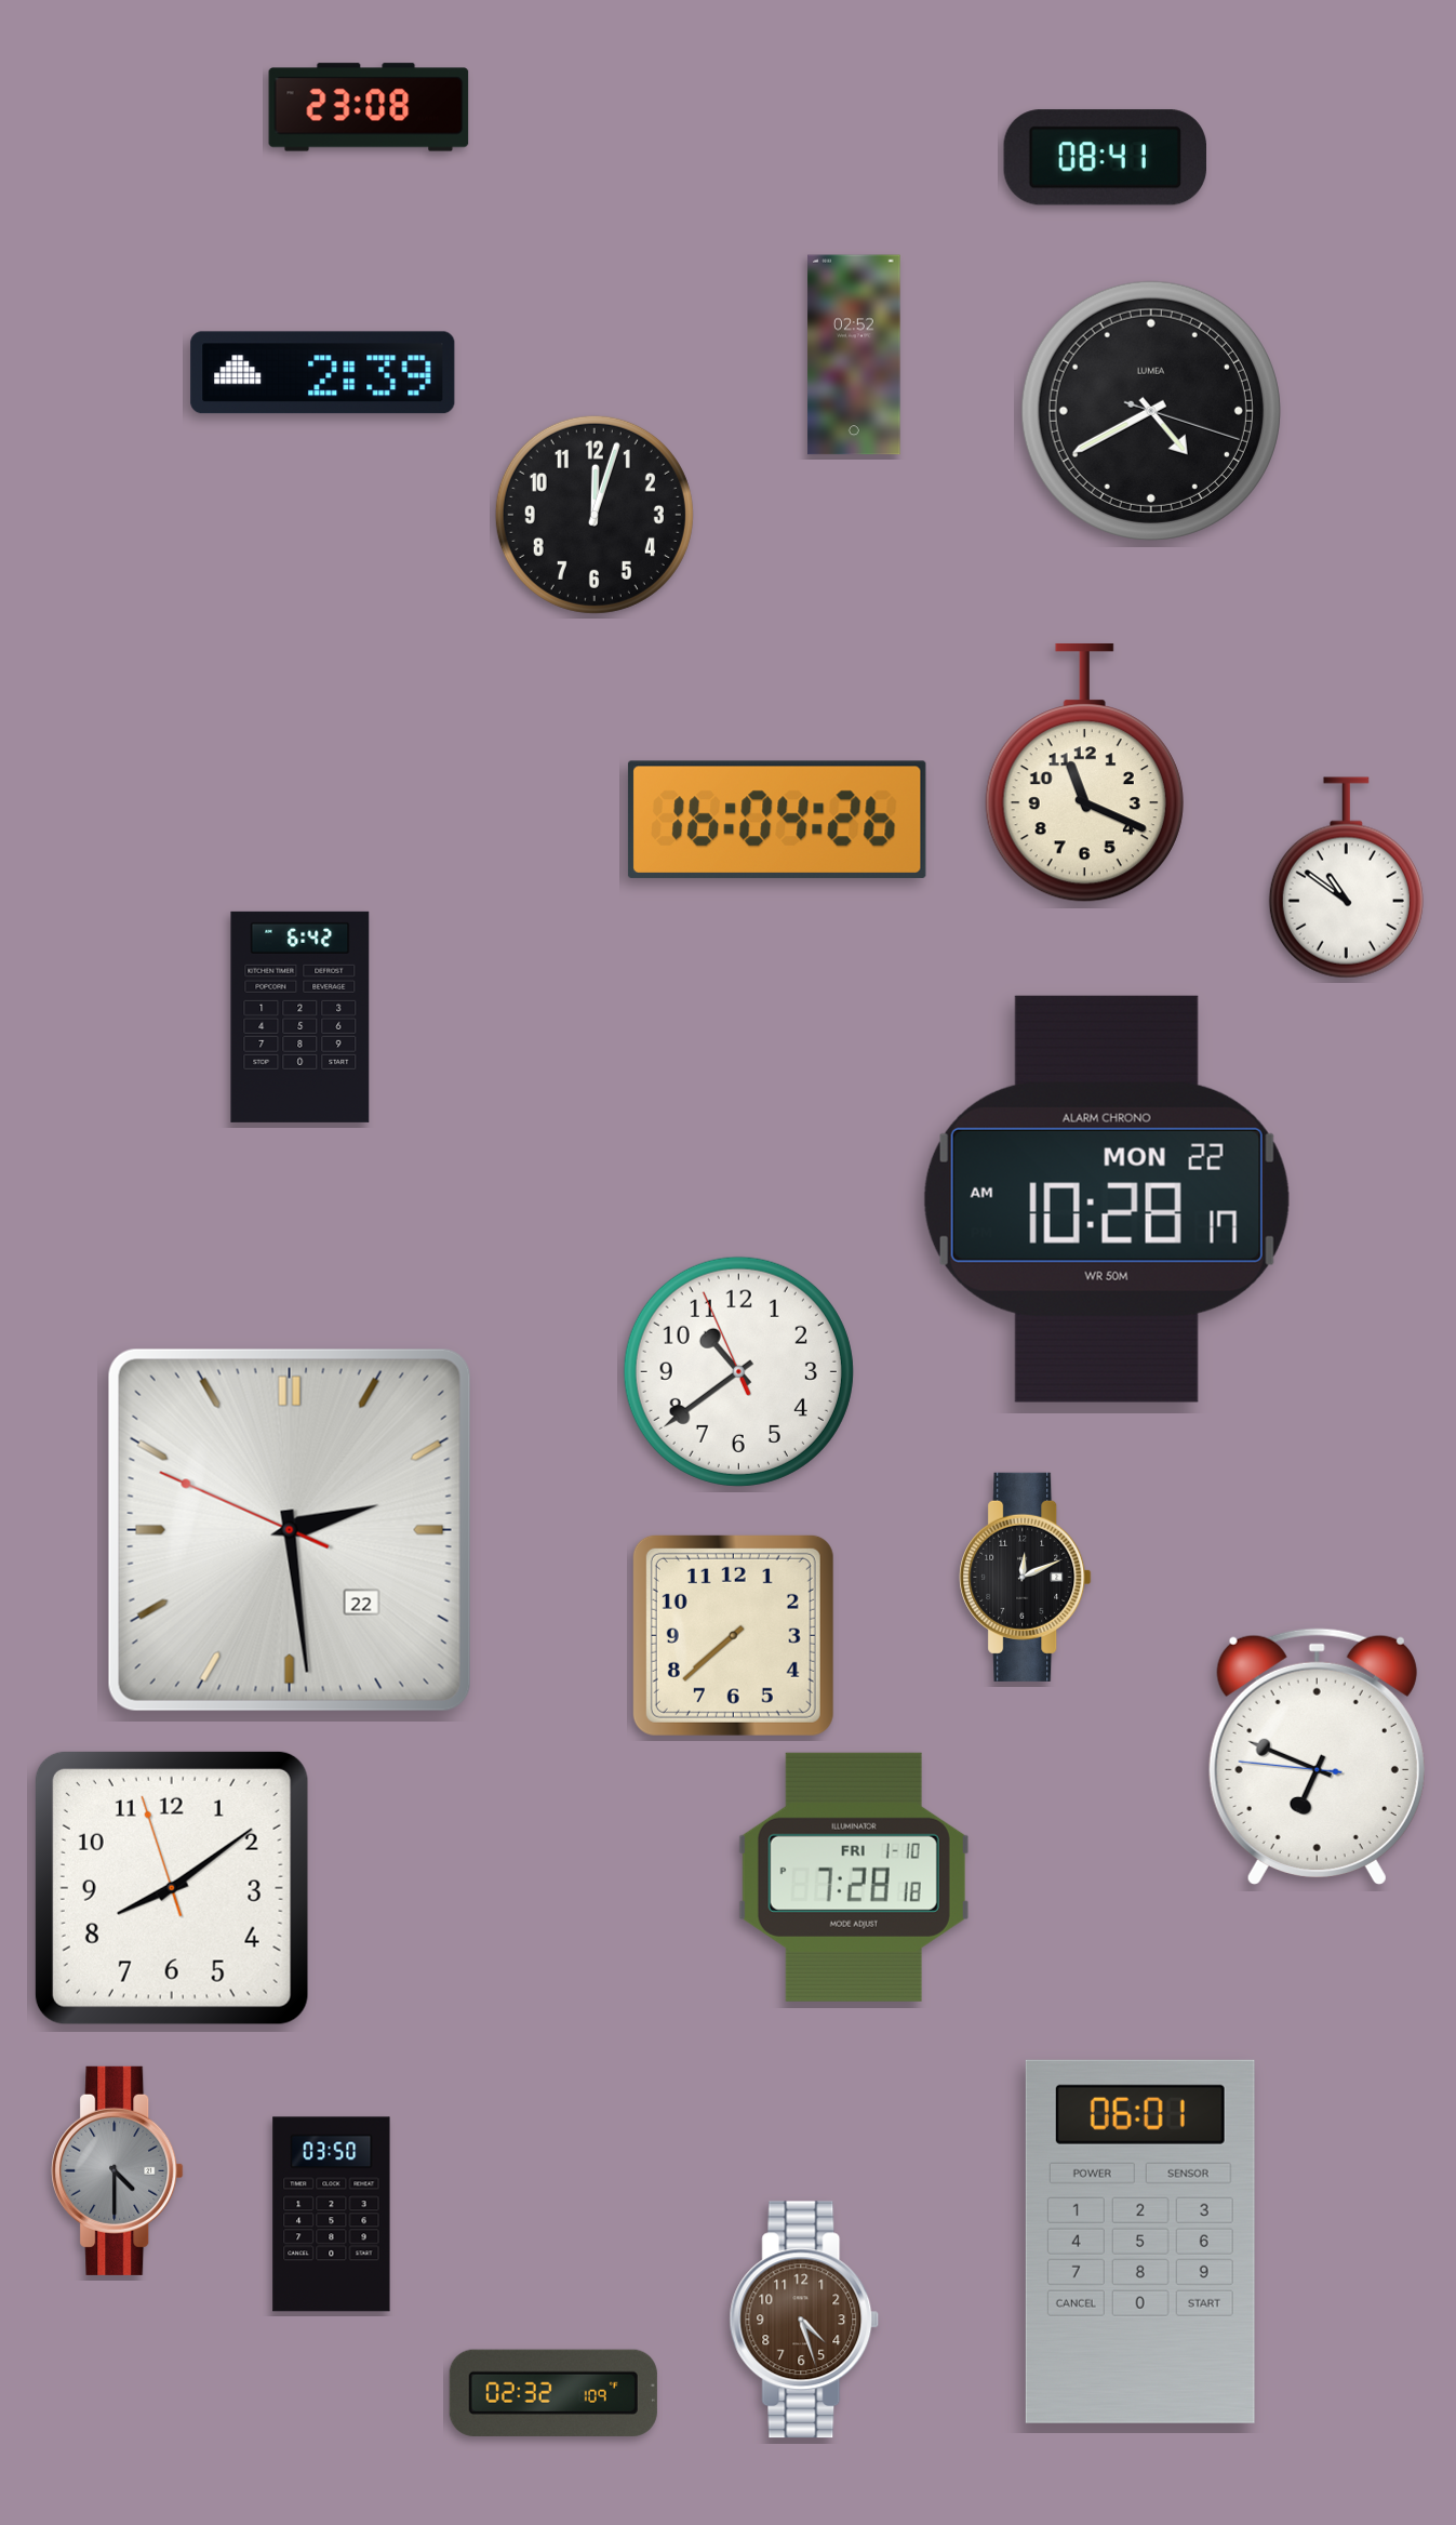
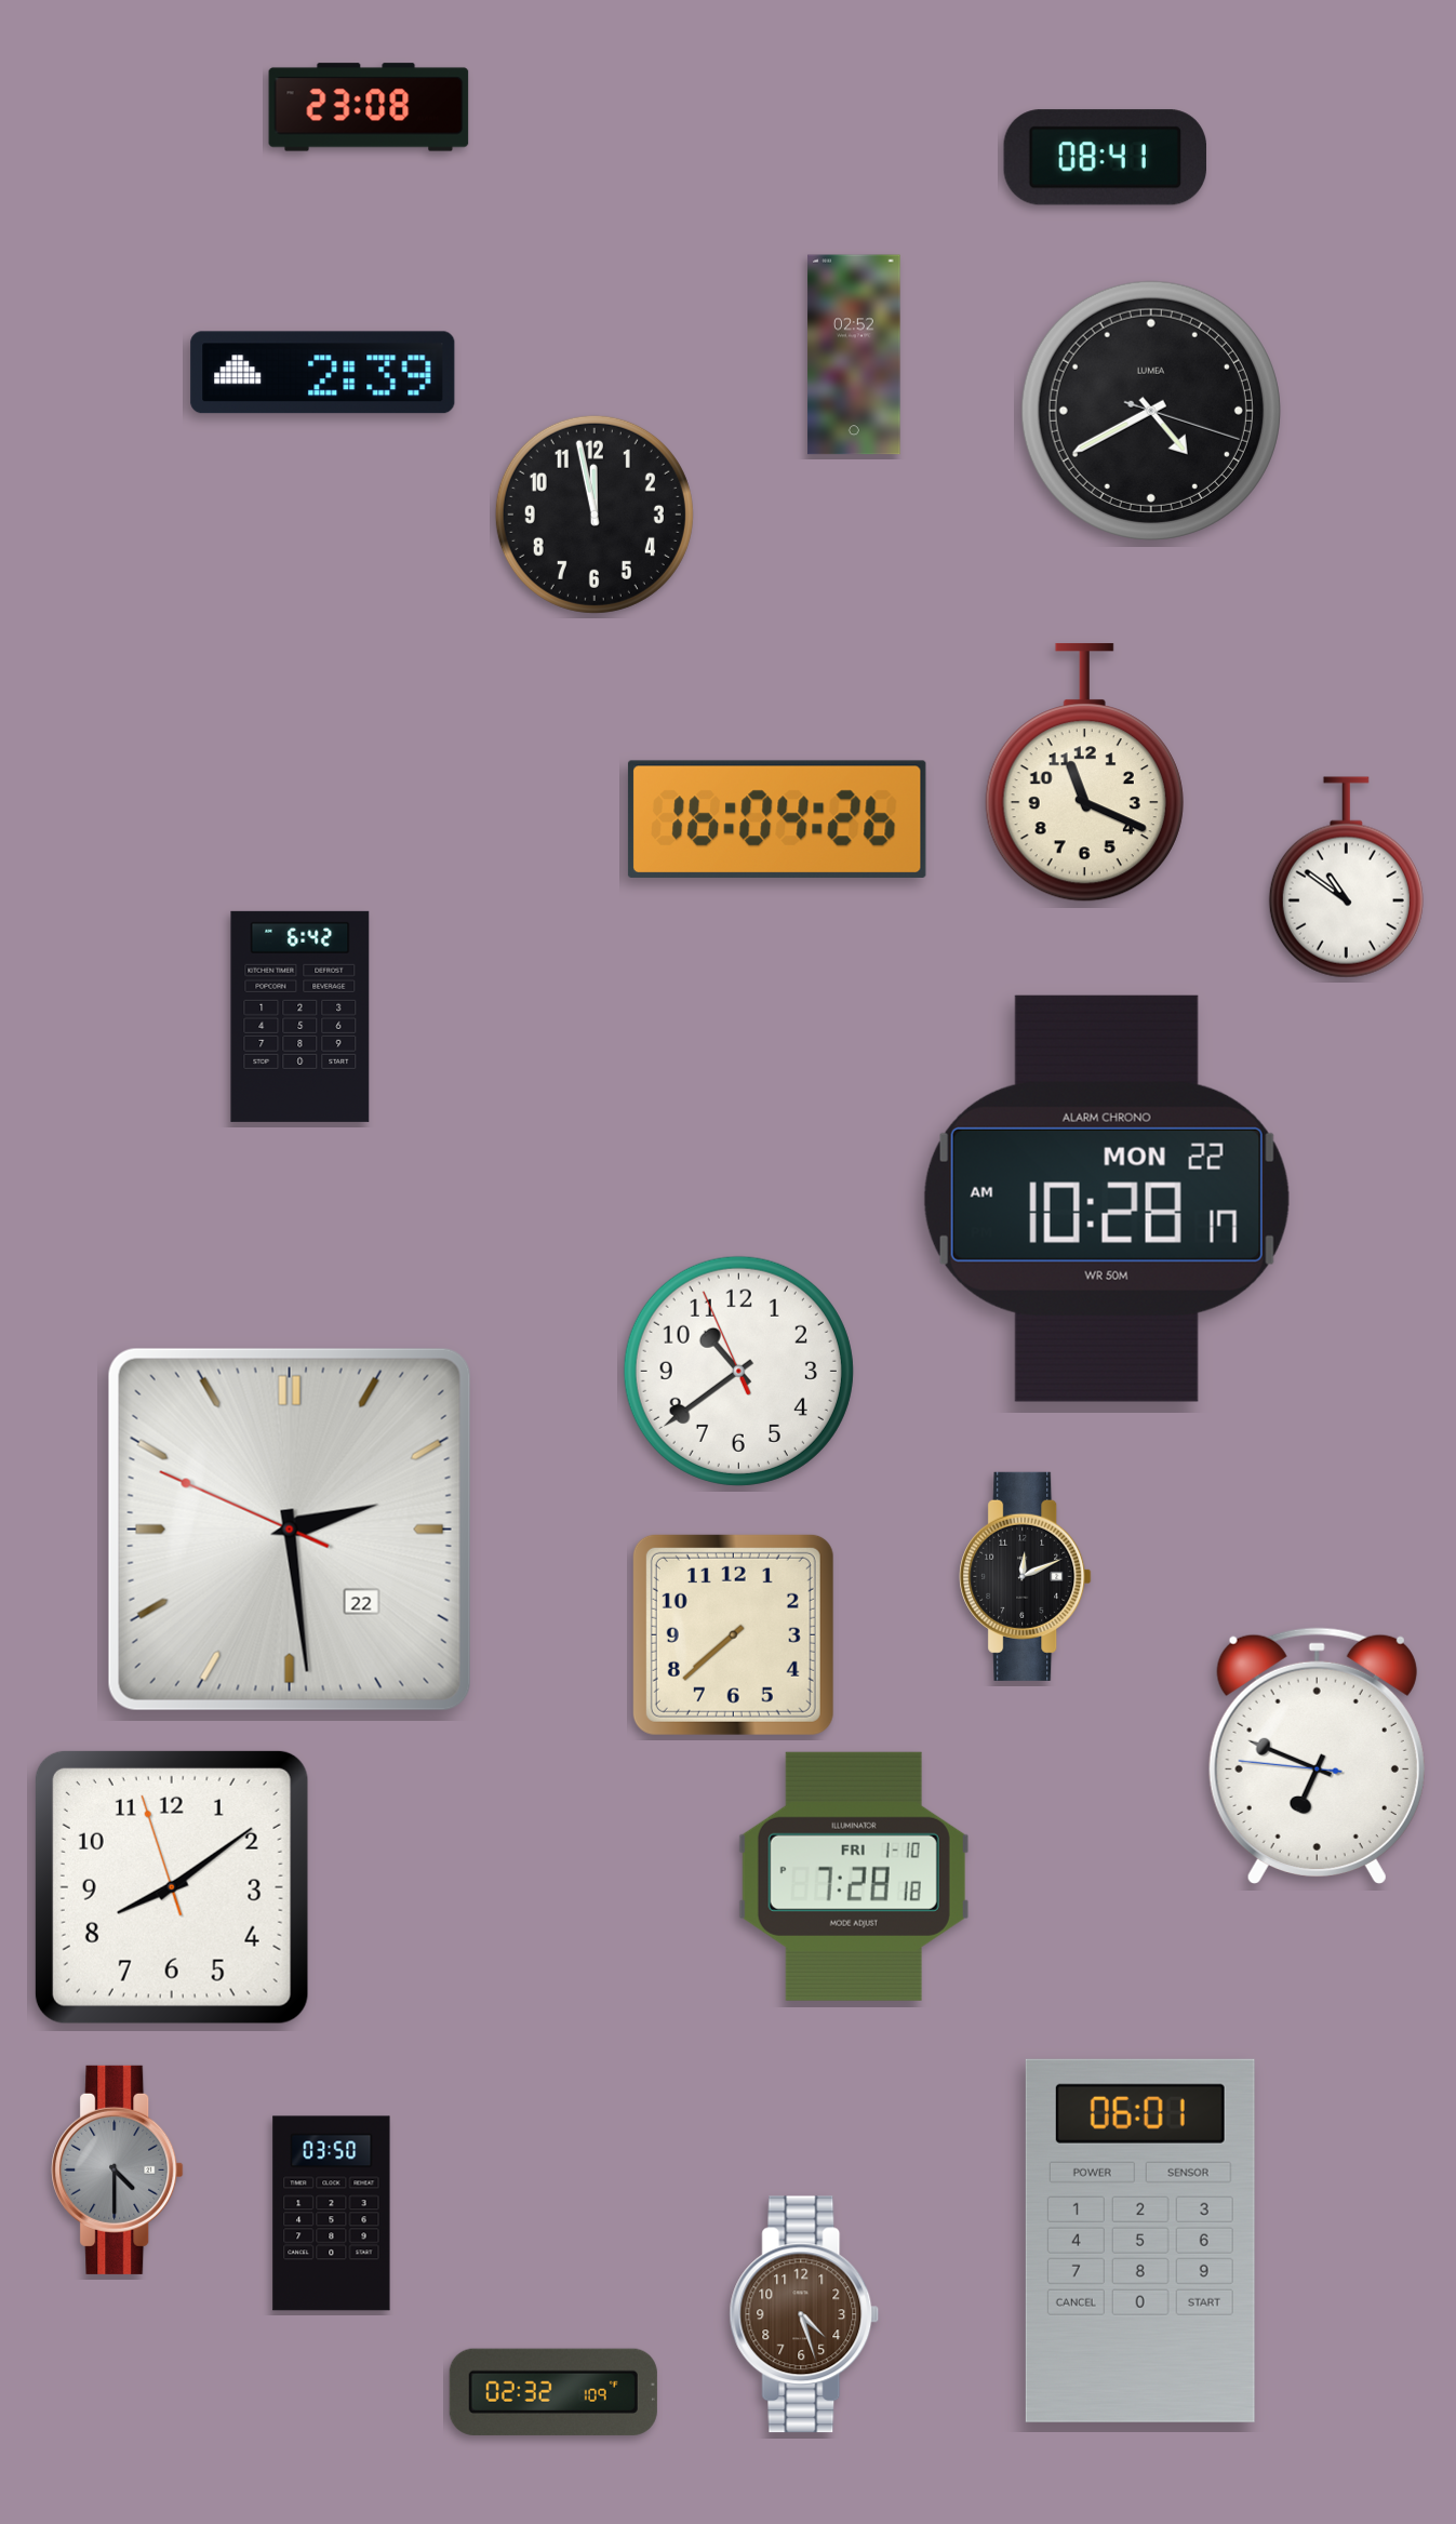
clock at (595, 515): 12:03 -> 11:58
clock at (804, 2320) position: (804, 2320) -> (804, 2314)
